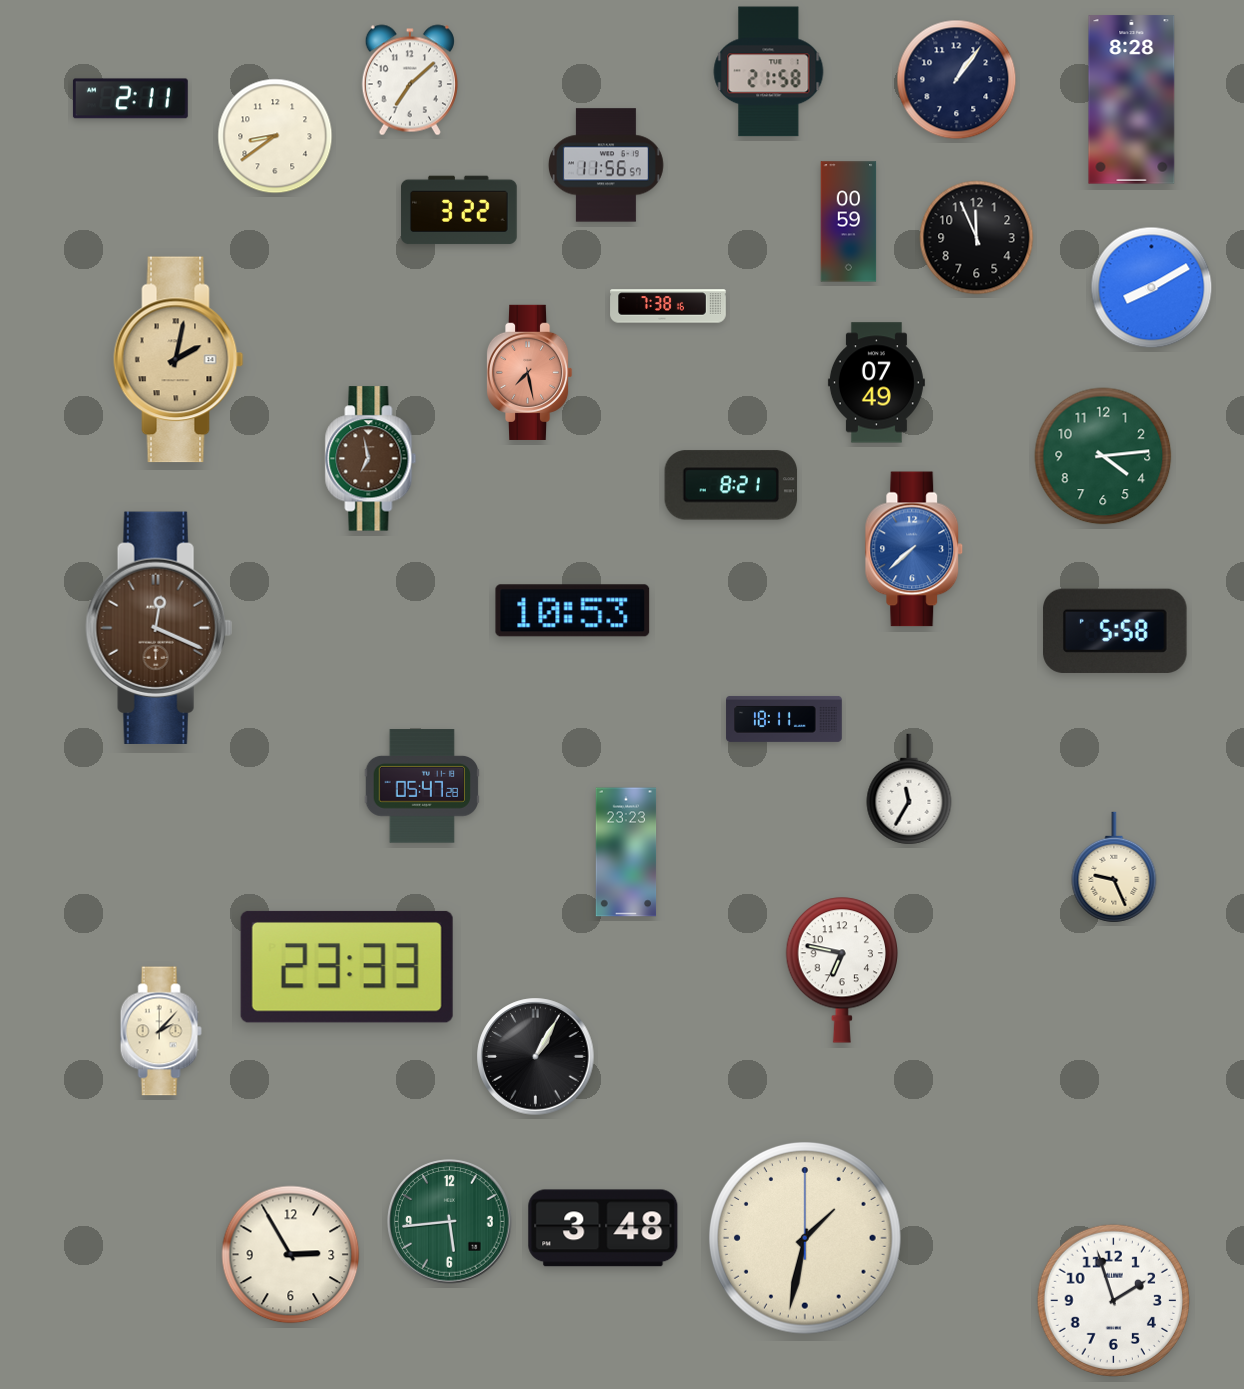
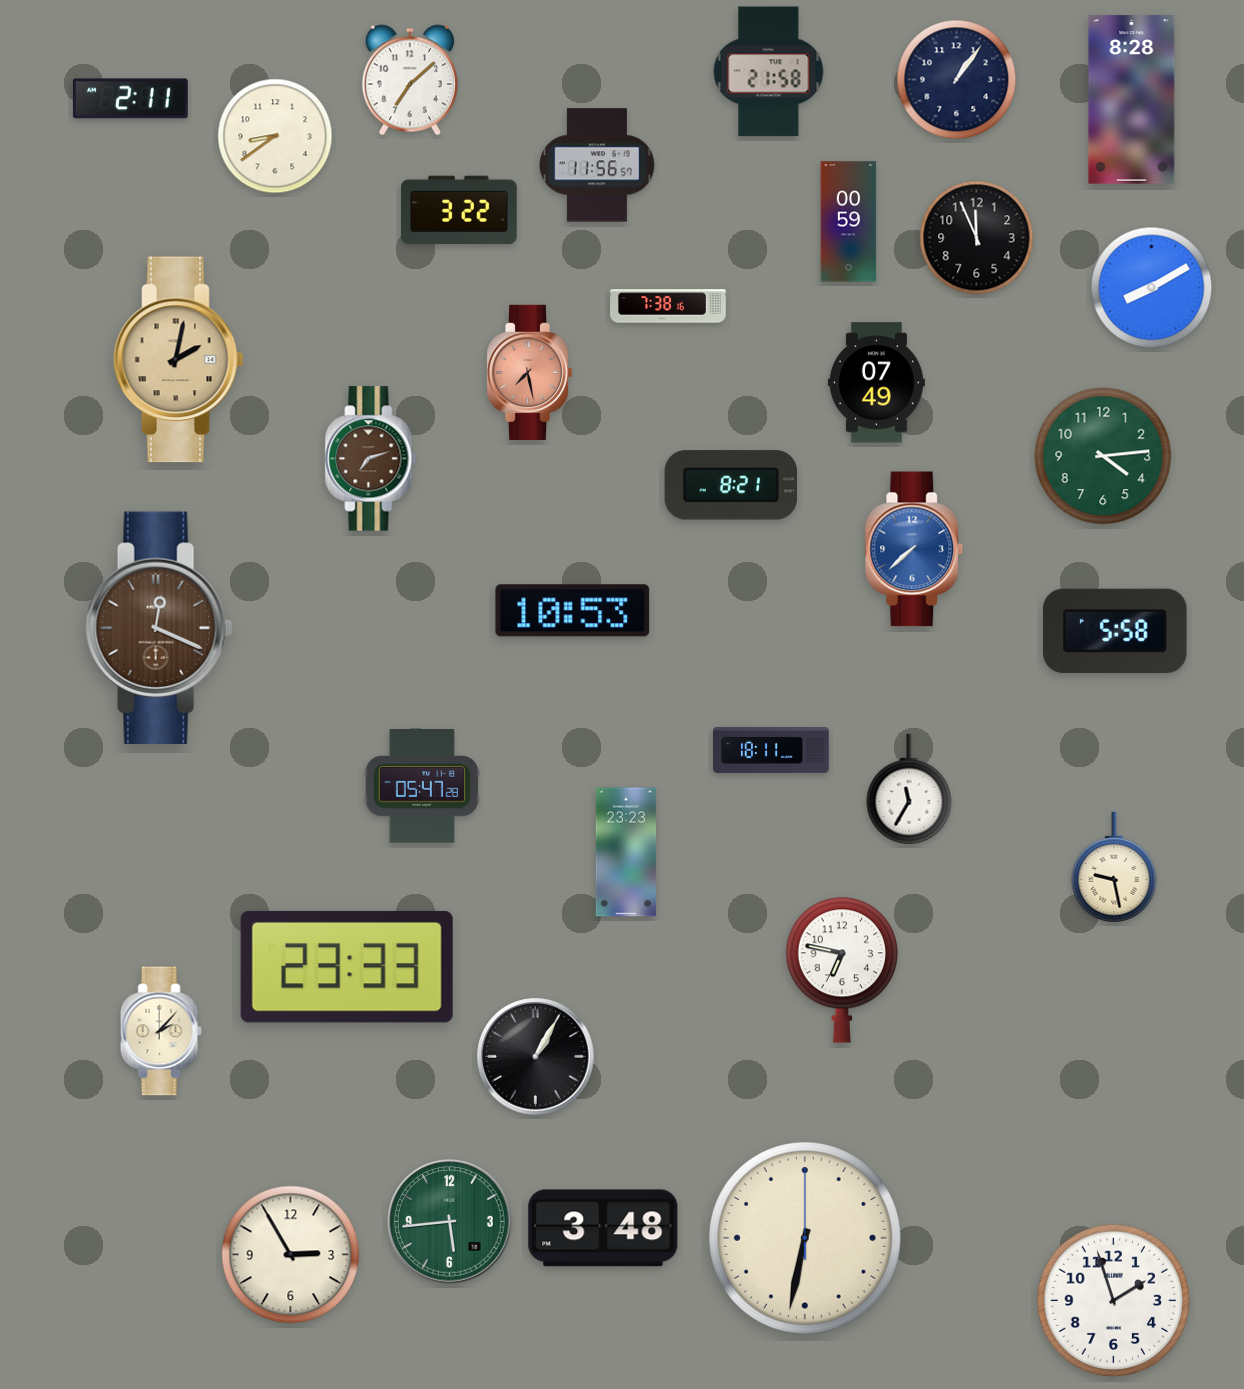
clock at (606, 165) position: (606, 165) -> (597, 165)
clock at (371, 459): 6:58 -> 7:12
clock at (784, 719) position: (784, 719) -> (771, 750)
clock at (1114, 867): 9:26 -> 9:28
clock at (806, 1239): 1:32 -> 6:32
